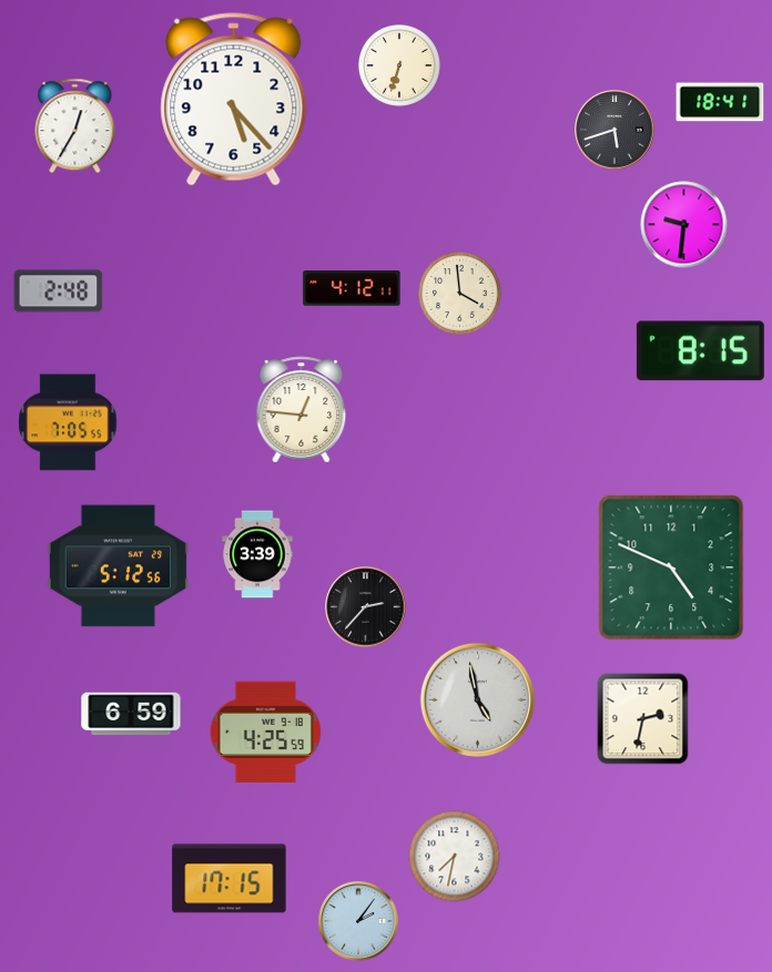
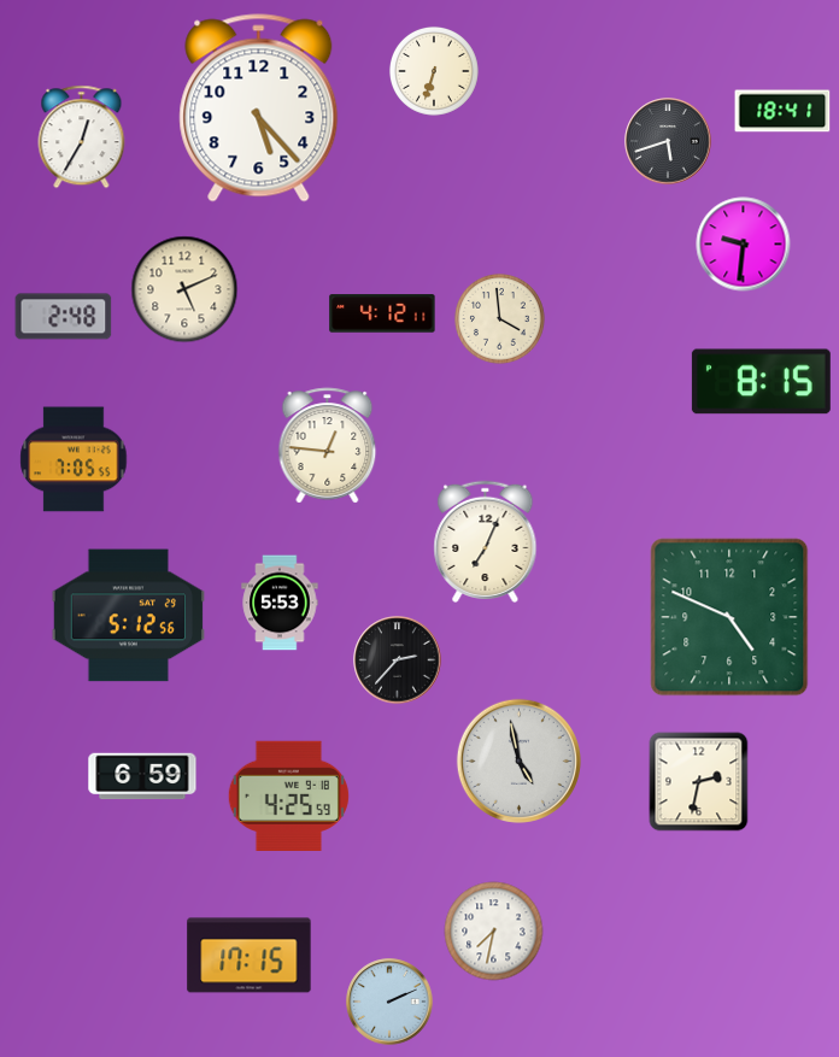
clock at (234, 100) position: (234, 100) -> (259, 108)
clock at (184, 289): none -> 5:11
clock at (486, 541): none -> 7:04
clock at (257, 554): 3:39 -> 5:53
clock at (358, 921): 2:06 -> 2:11
